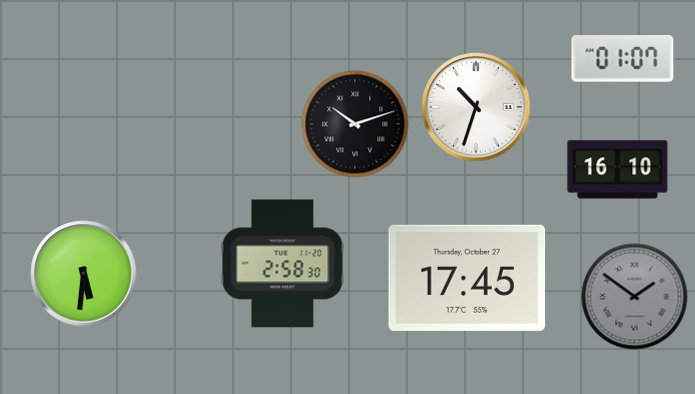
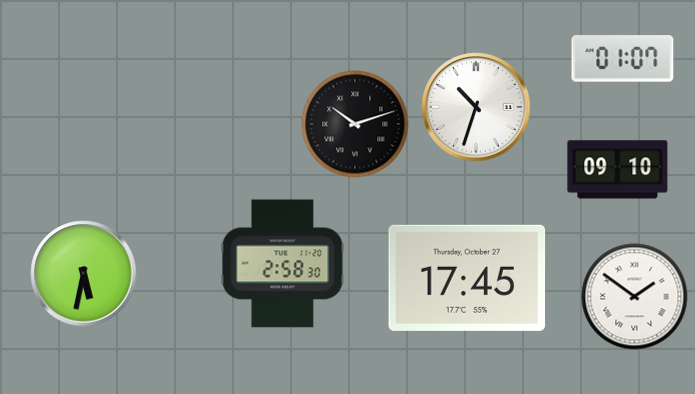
clock at (618, 170): 16:10 -> 09:10
clock at (84, 274): 5:31 -> 5:32
clock at (635, 297) dial: grey -> white
